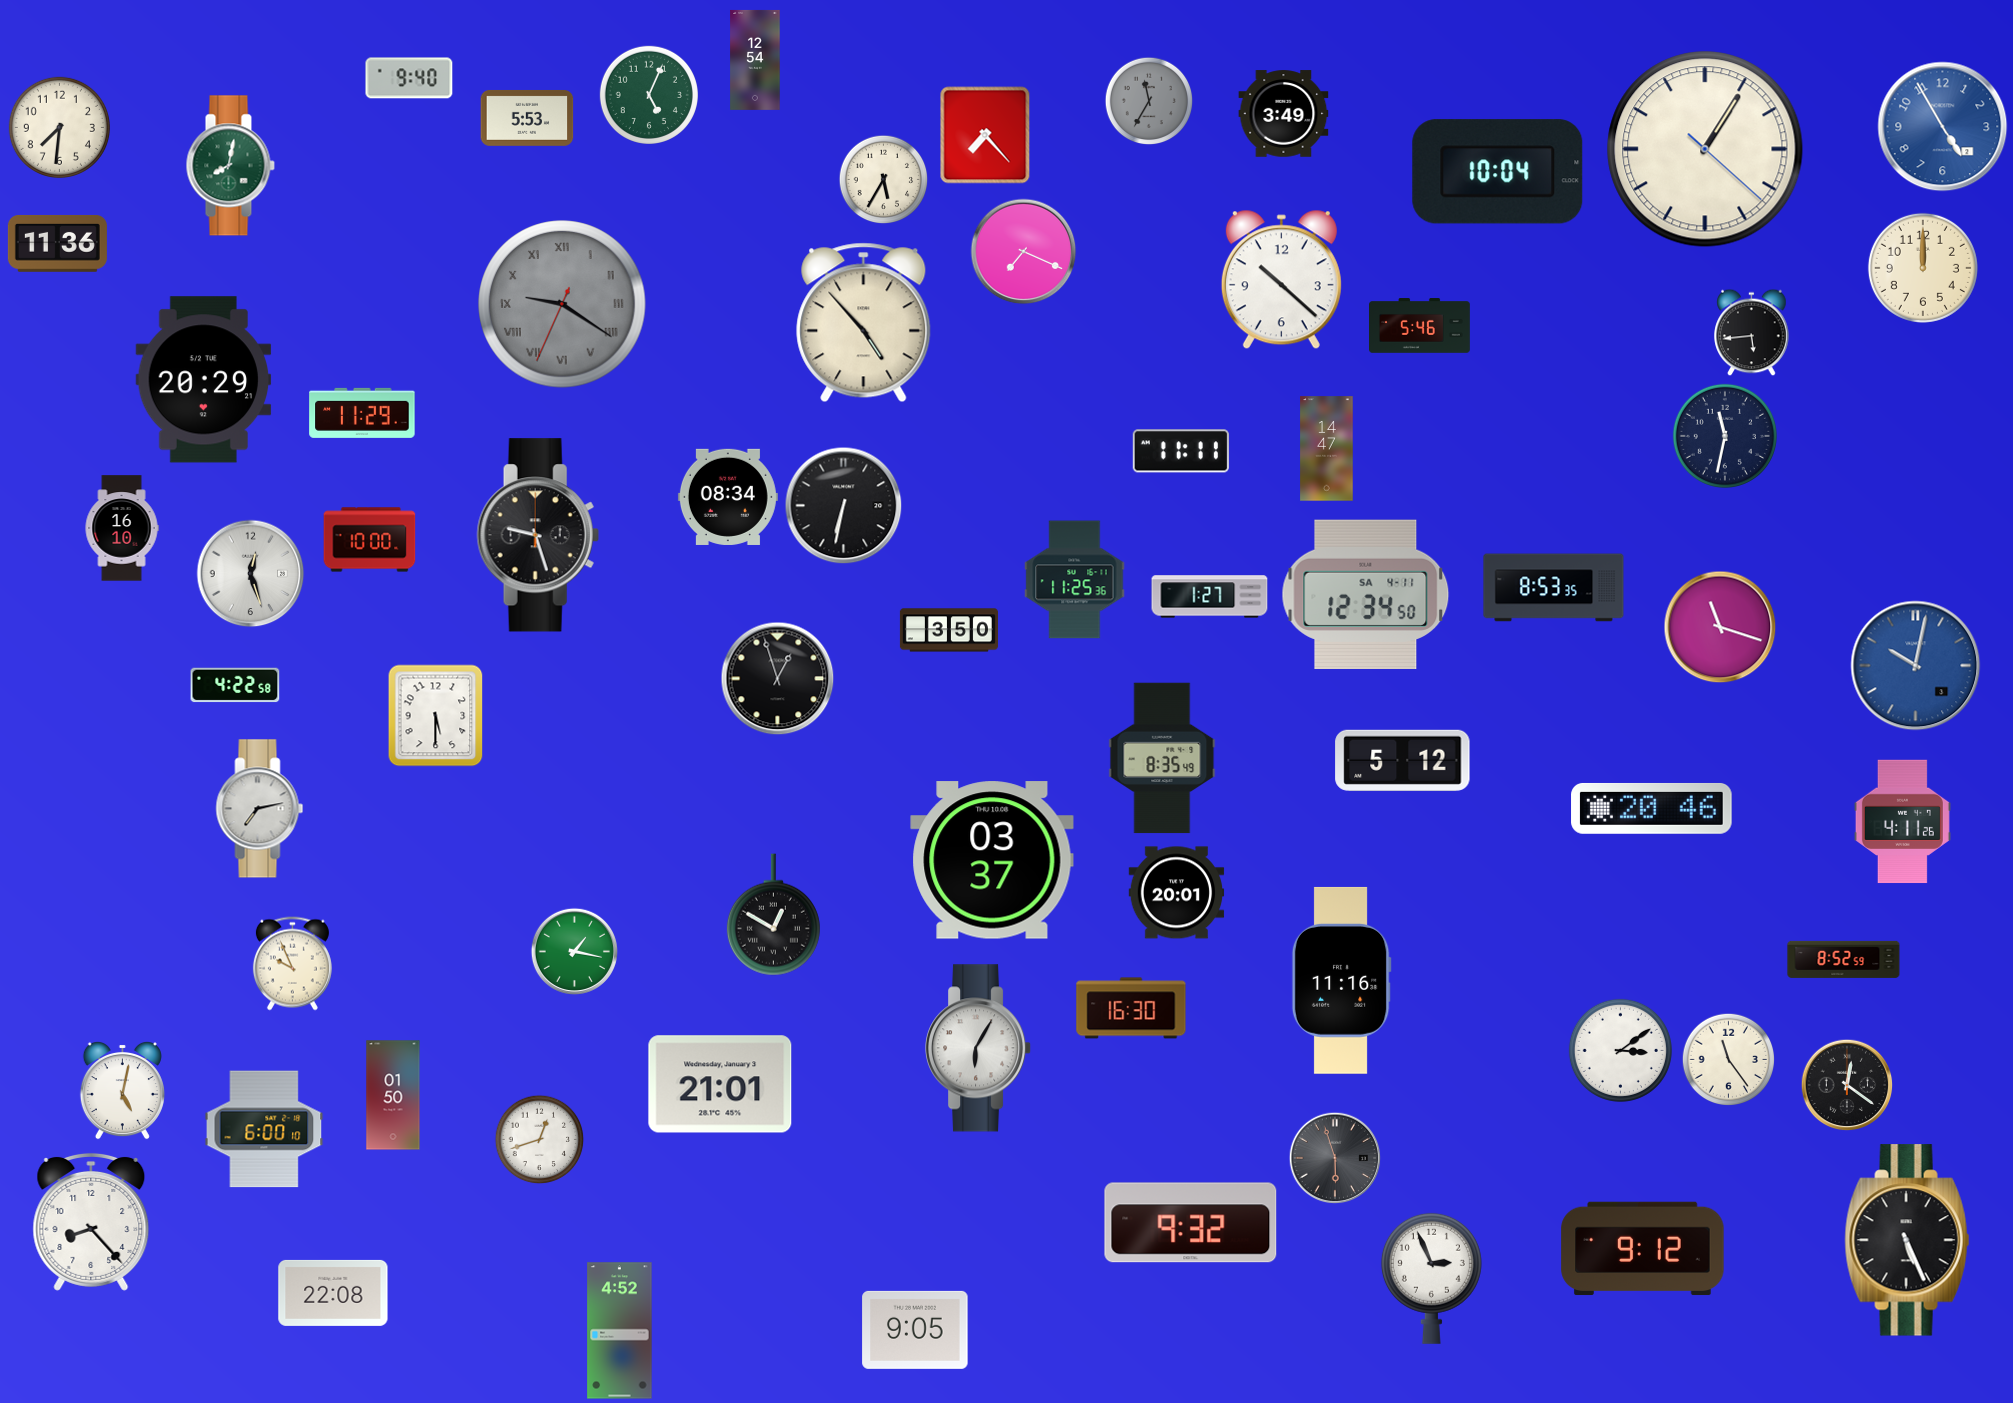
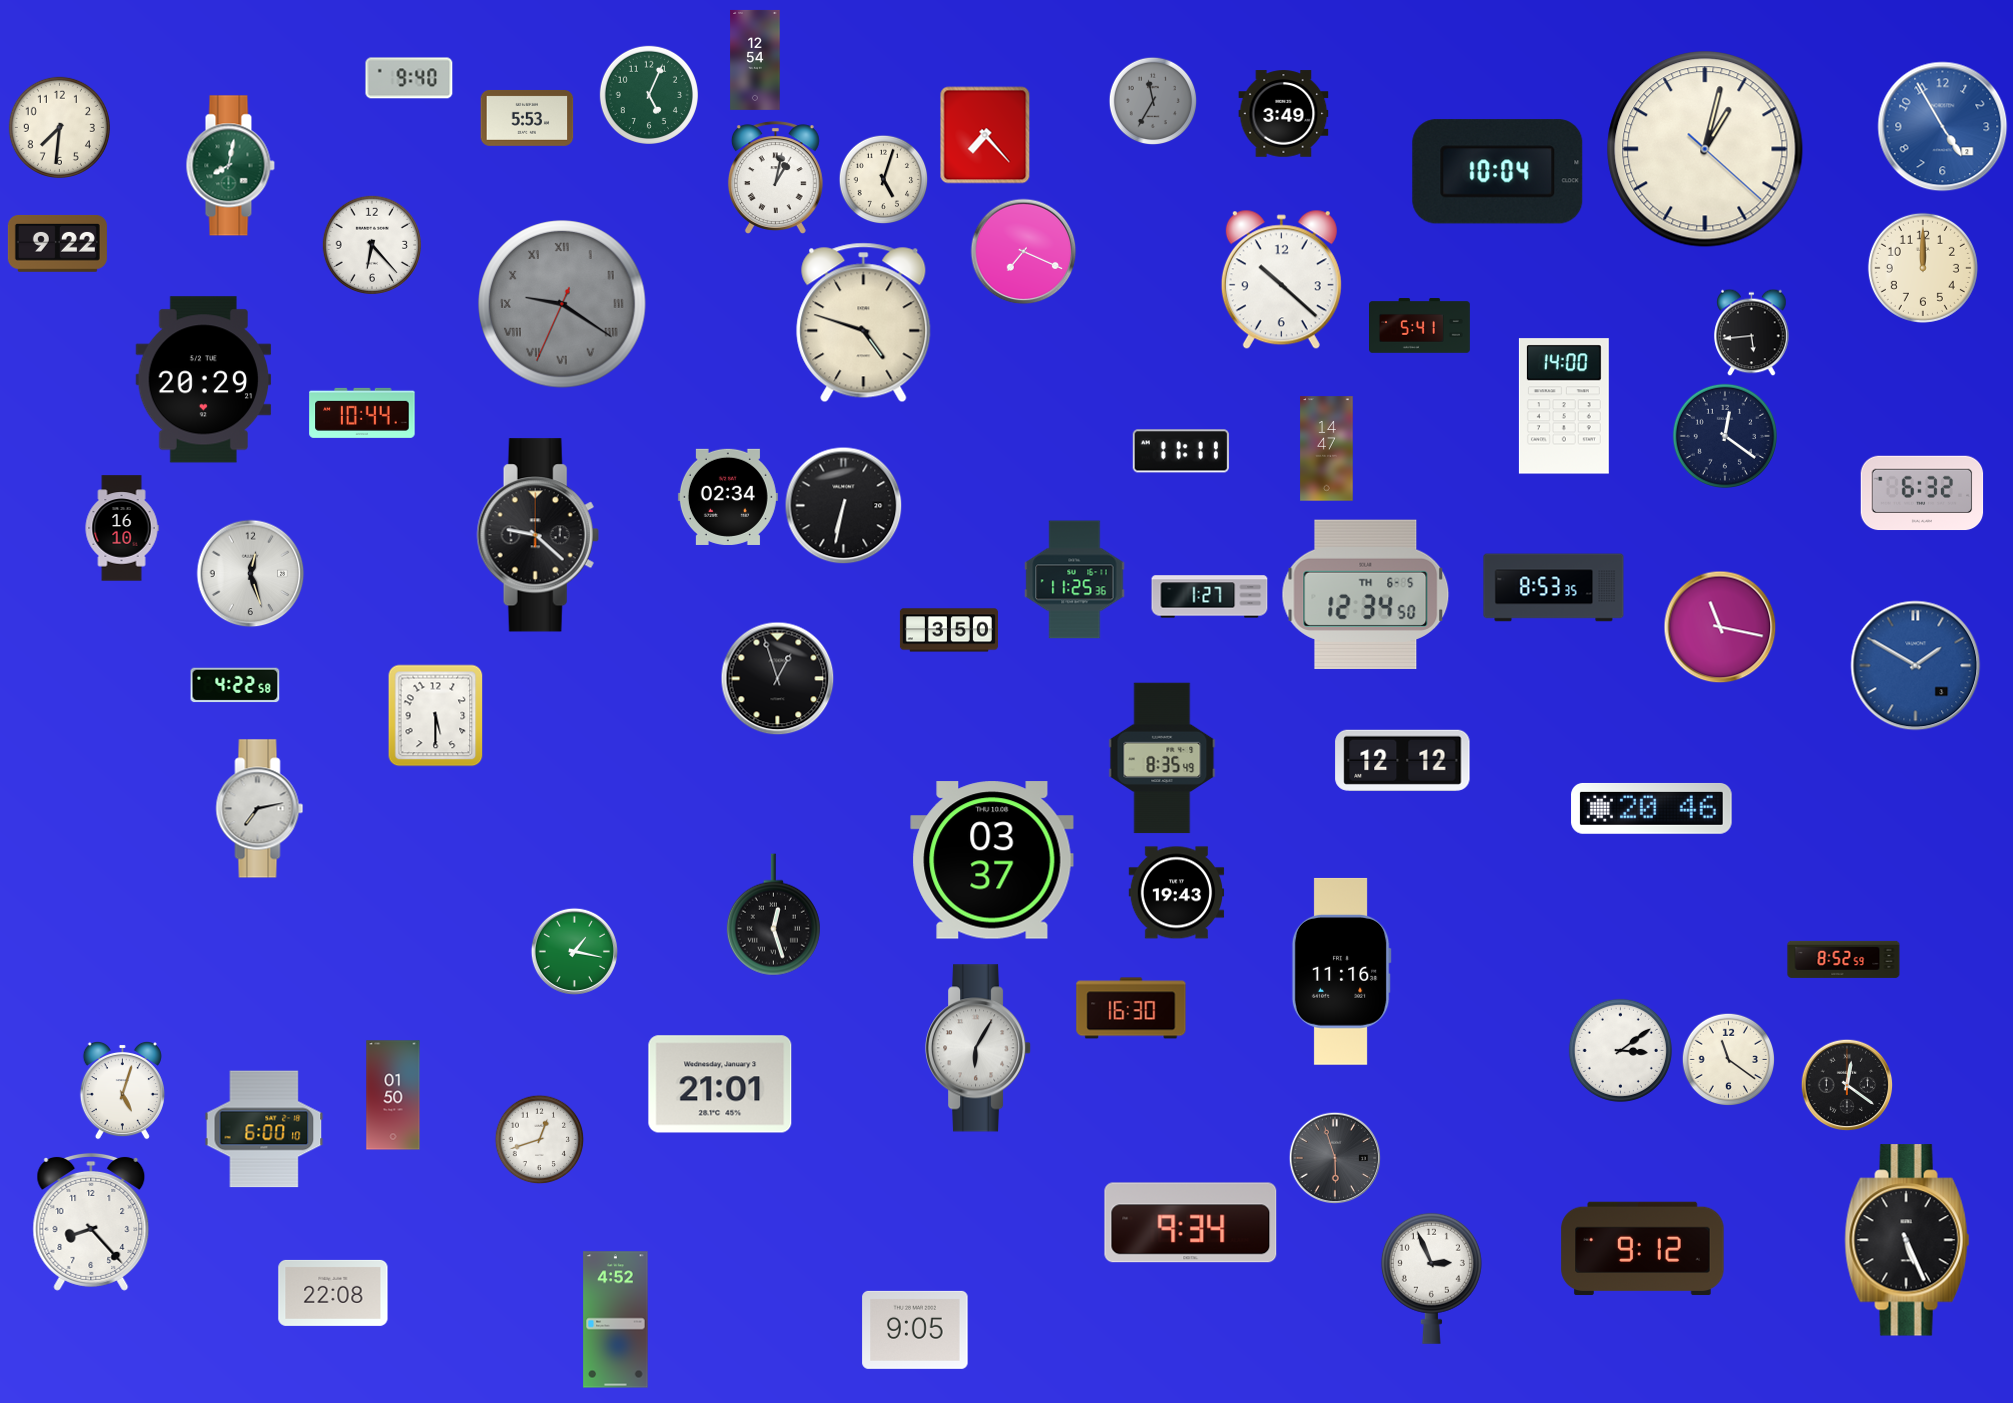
clock at (1149, 101) position: (1149, 101) -> (1153, 101)
clock at (1705, 149): 1:05 -> 1:02
clock at (775, 178): none -> 1:02
clock at (884, 180): 5:35 -> 5:03
clock at (57, 243): 11:36 -> 9:22
clock at (372, 245): none -> 6:23
clock at (864, 323): 4:53 -> 4:48
clock at (1420, 326): 5:46 -> 5:41
clock at (1564, 406): none -> 14:00
clock at (362, 413): 11:29 -> 10:44
clock at (1725, 436): 11:32 -> 12:21
clock at (1922, 493): none -> 6:32
clock at (728, 497): 08:34 -> 02:34
clock at (538, 535): 9:27 -> 9:22
clock at (370, 540): 10:00 -> none
clock at (1366, 594) date: SA 4-11 -> TH 6-5
clock at (1720, 627): 11:18 -> 11:17
clock at (1916, 666): 10:02 -> 1:50
clock at (1403, 760): 5:12 -> 12:12
clock at (1902, 822): 4:11 -> none
clock at (1177, 893): 20:01 -> 19:43
clock at (773, 915): 12:50 -> 12:27
clock at (292, 964): 9:56 -> none
clock at (1341, 980) position: (1341, 980) -> (1341, 971)
clock at (1728, 1059): 11:24 -> 11:21
clock at (122, 1090): 5:02 -> 5:03
clock at (1191, 1223): 9:32 -> 9:34
clock at (620, 1331) position: (620, 1331) -> (616, 1320)
